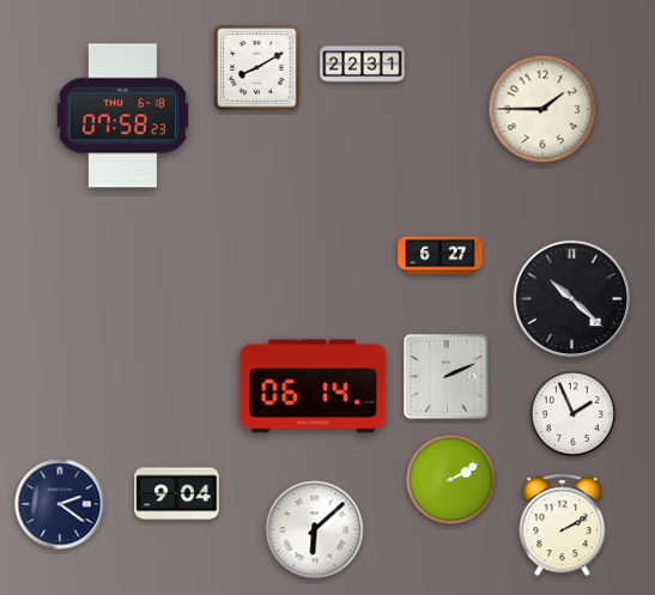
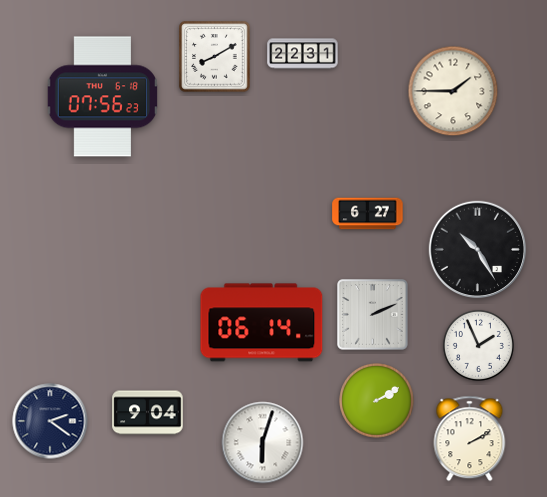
clock at (122, 116): 07:58 -> 07:56
clock at (572, 299): 10:22 -> 10:25
clock at (315, 530): 6:08 -> 6:03
